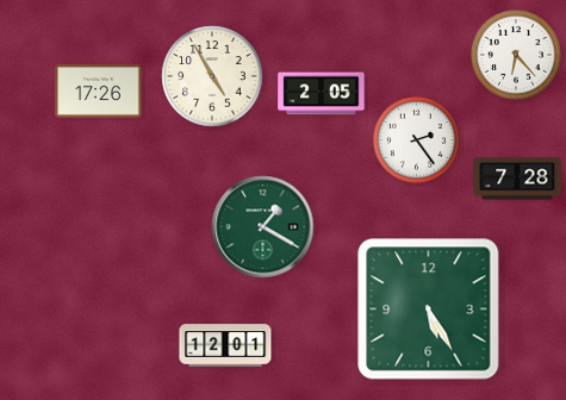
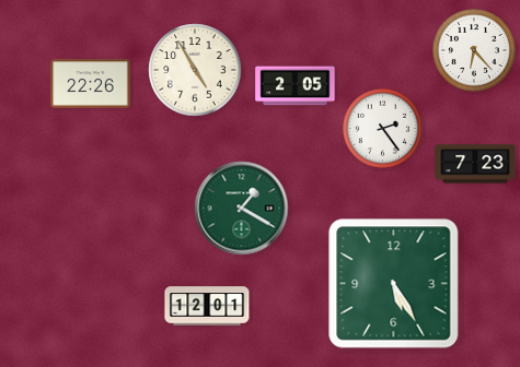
clock at (99, 92): 17:26 -> 22:26
clock at (517, 179): 7:28 -> 7:23
clock at (225, 345) position: (225, 345) -> (207, 306)
